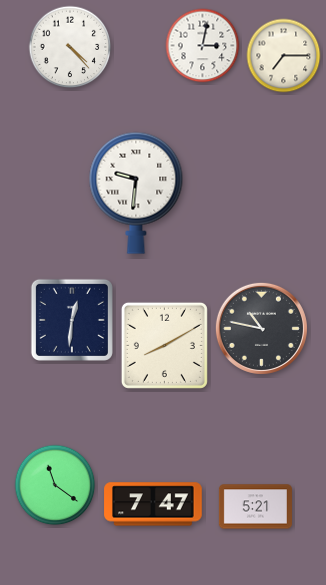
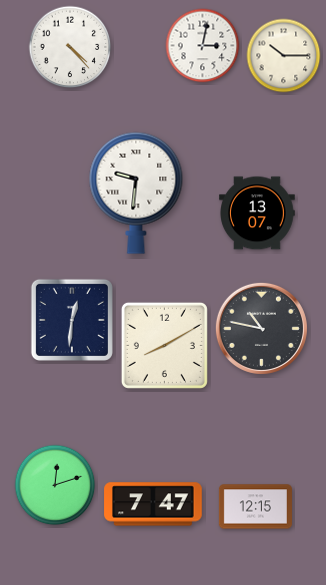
clock at (284, 56): 7:15 -> 10:15
clock at (258, 213): none -> 13:07
clock at (55, 485): 11:21 -> 12:12
clock at (255, 507): 5:21 -> 12:15
